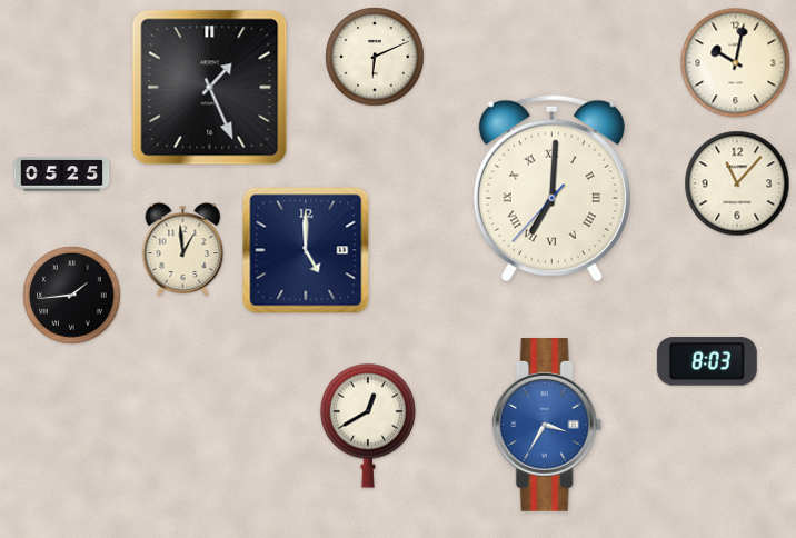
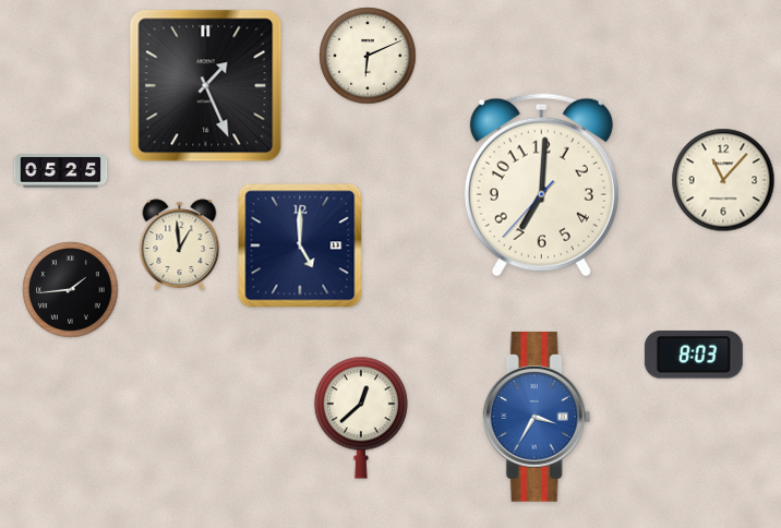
clock at (736, 63): 10:02 -> none
clock at (551, 189) numerals: Roman -> Arabic
clock at (368, 426): 12:40 -> 12:38
